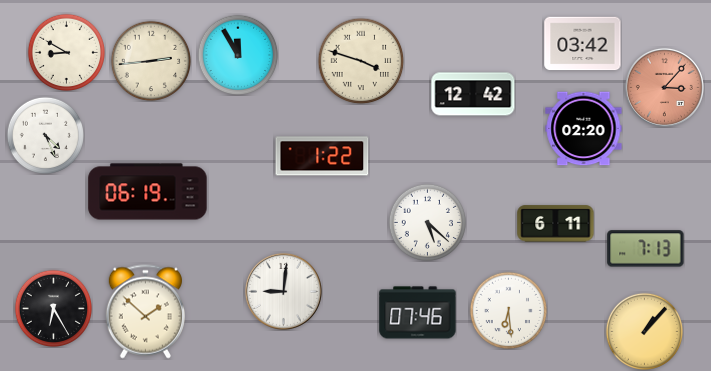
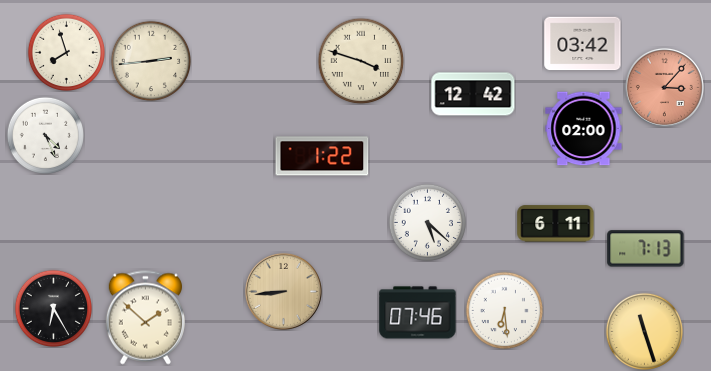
clock at (66, 52): 8:50 -> 7:57
clock at (238, 55): 11:55 -> none
clock at (584, 129): 02:20 -> 02:00
clock at (148, 192): 06:19 -> none
clock at (283, 291): 9:01 -> 8:44
clock at (283, 291) dial: white -> champagne
clock at (508, 310) position: (508, 310) -> (504, 310)
clock at (145, 312) position: (145, 312) -> (145, 318)
clock at (644, 331): 1:07 -> 11:27
